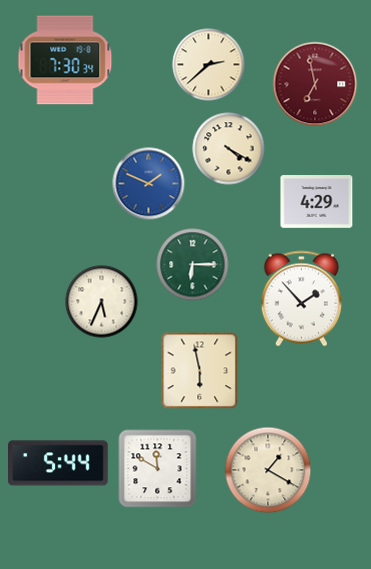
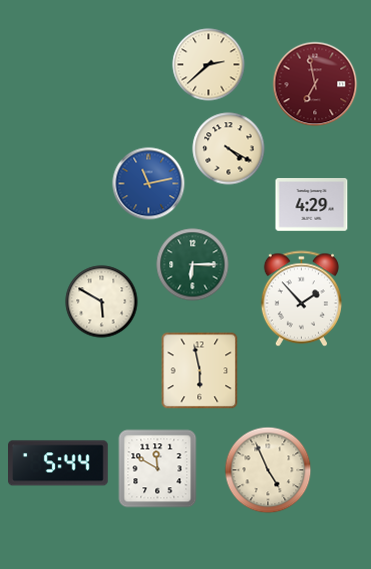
clock at (65, 60): 7:30 -> none
clock at (149, 184): 1:49 -> 11:13
clock at (317, 202) position: (317, 202) -> (312, 205)
clock at (102, 302): 5:34 -> 5:50
clock at (268, 470): 1:20 -> 4:56
